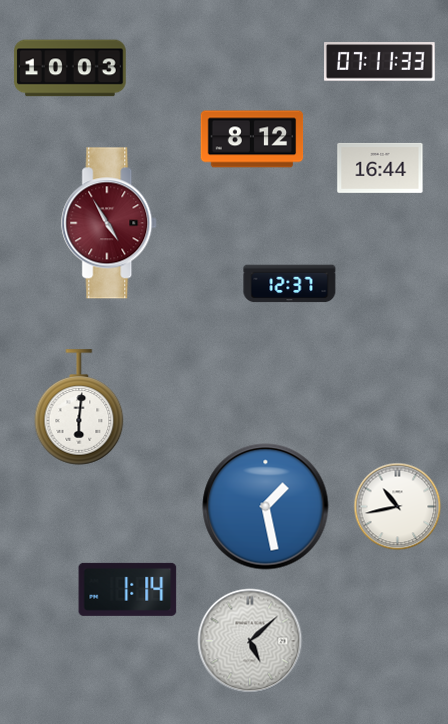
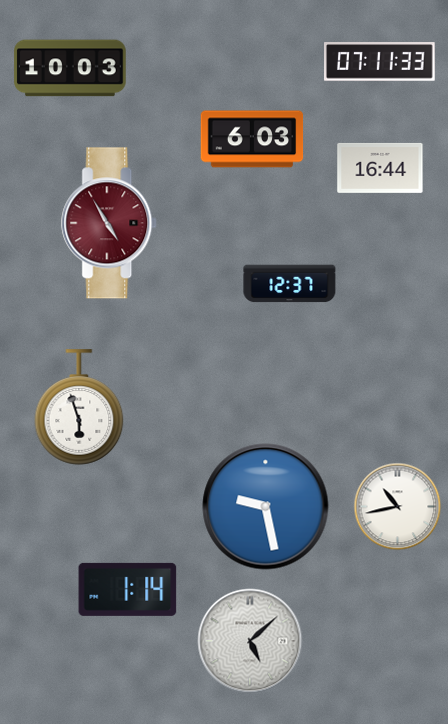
clock at (252, 139): 8:12 -> 6:03
clock at (79, 407): 6:01 -> 5:57
clock at (266, 507): 1:28 -> 9:28
